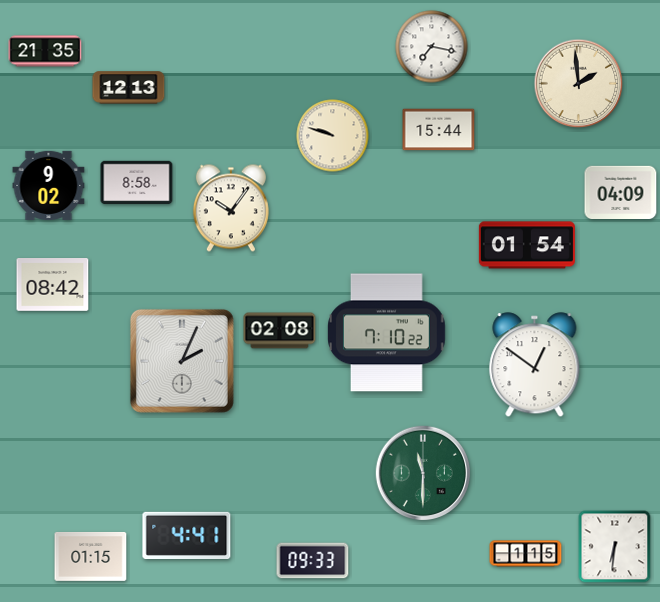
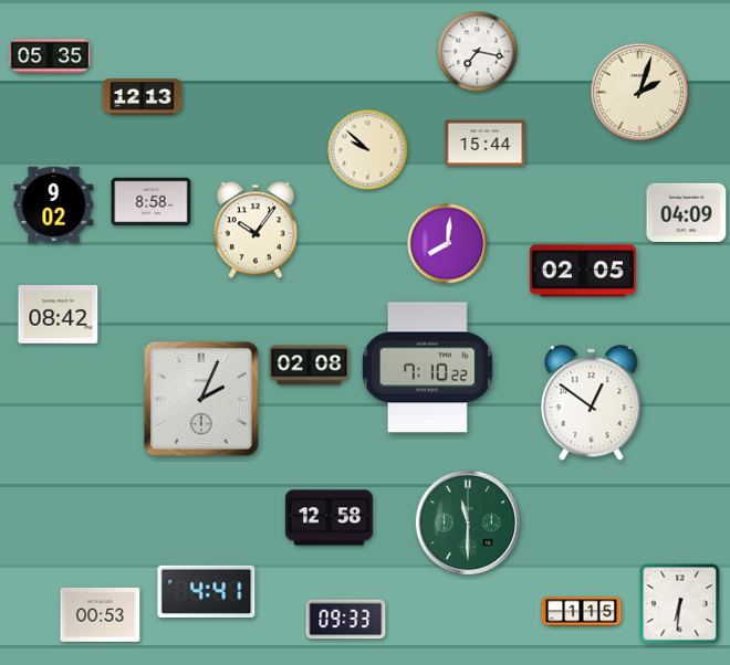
clock at (45, 51): 21:35 -> 05:35
clock at (579, 84): 1:59 -> 2:03
clock at (333, 136): 9:48 -> 9:52
clock at (448, 244): none -> 8:01
clock at (527, 245): 01:54 -> 02:05
clock at (328, 518): none -> 12:58
clock at (91, 556): 01:15 -> 00:53
